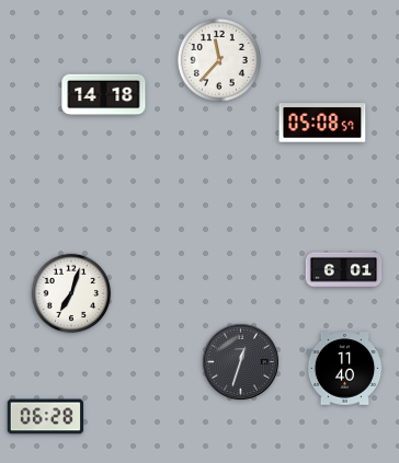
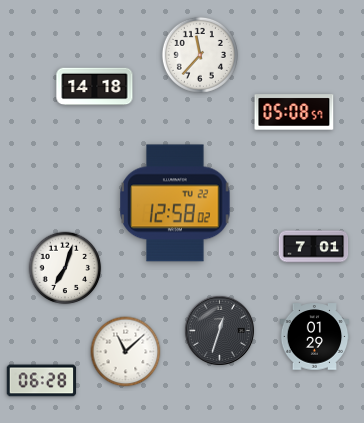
clock at (175, 203): none -> 12:58
clock at (344, 270): 6:01 -> 7:01
clock at (345, 369): 11:40 -> 01:29
clock at (126, 352): none -> 11:08
